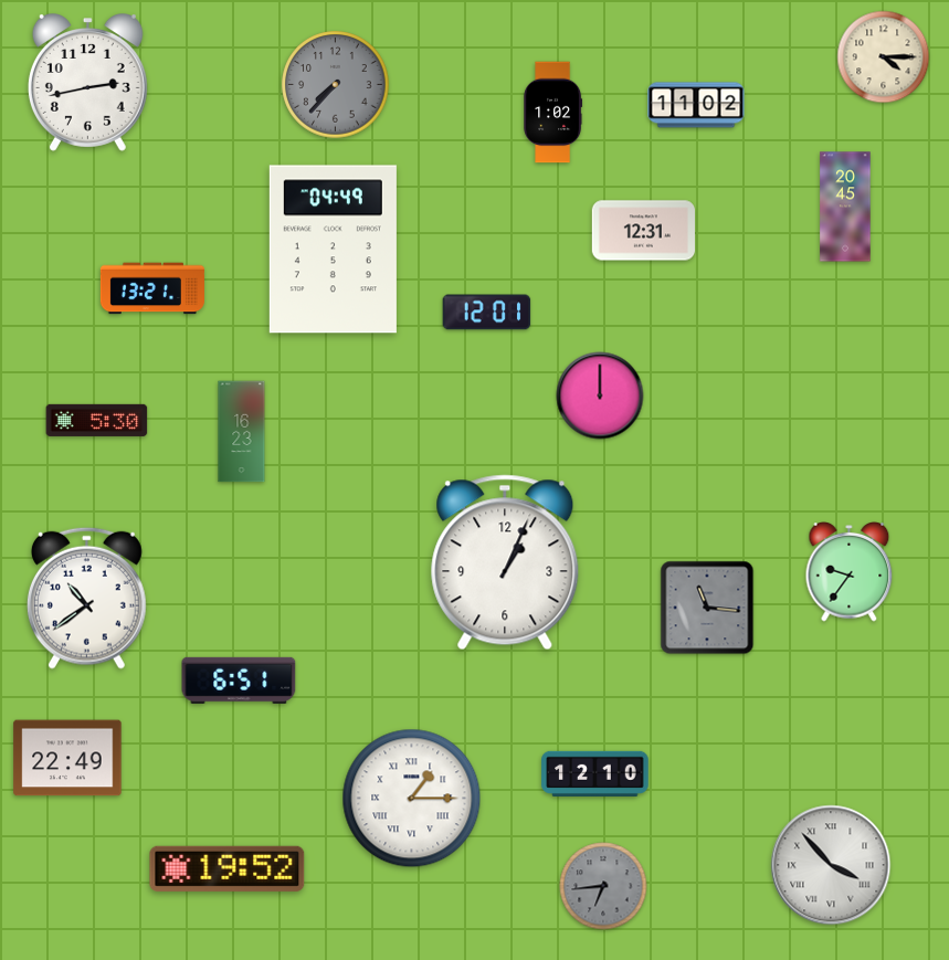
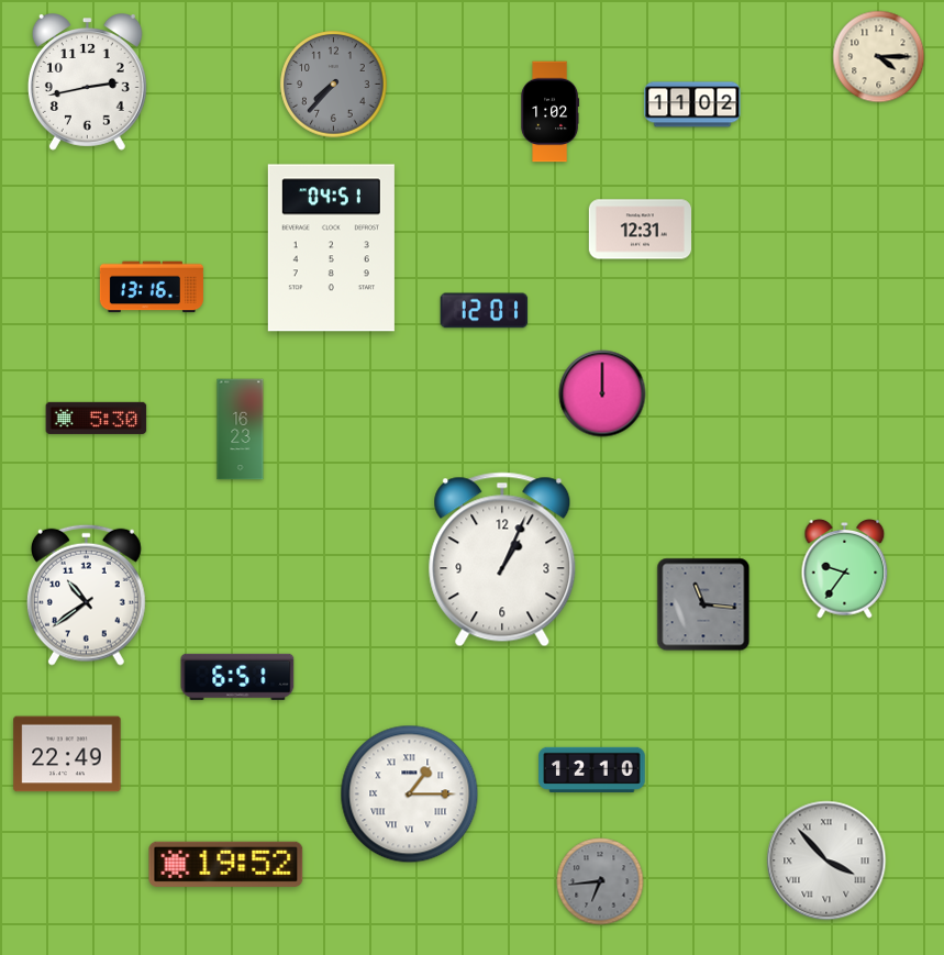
clock at (845, 207): 20:45 -> none
clock at (333, 250): 04:49 -> 04:51
clock at (152, 288): 13:21 -> 13:16
clock at (600, 395) position: (600, 395) -> (602, 393)
